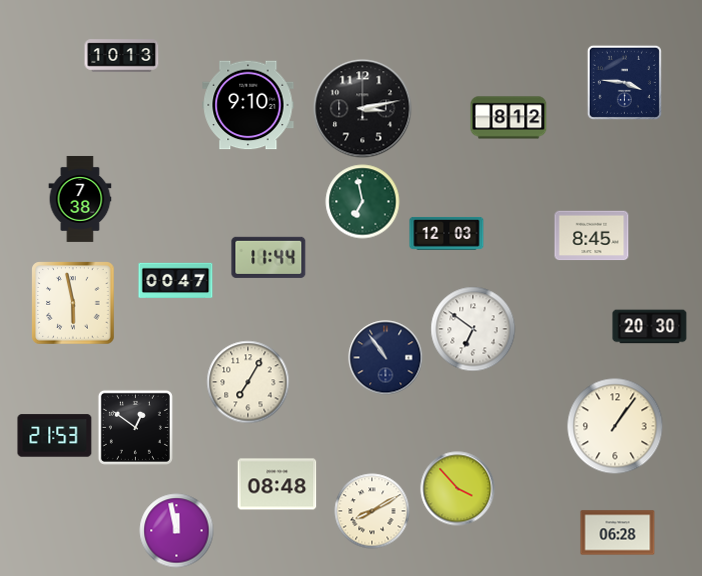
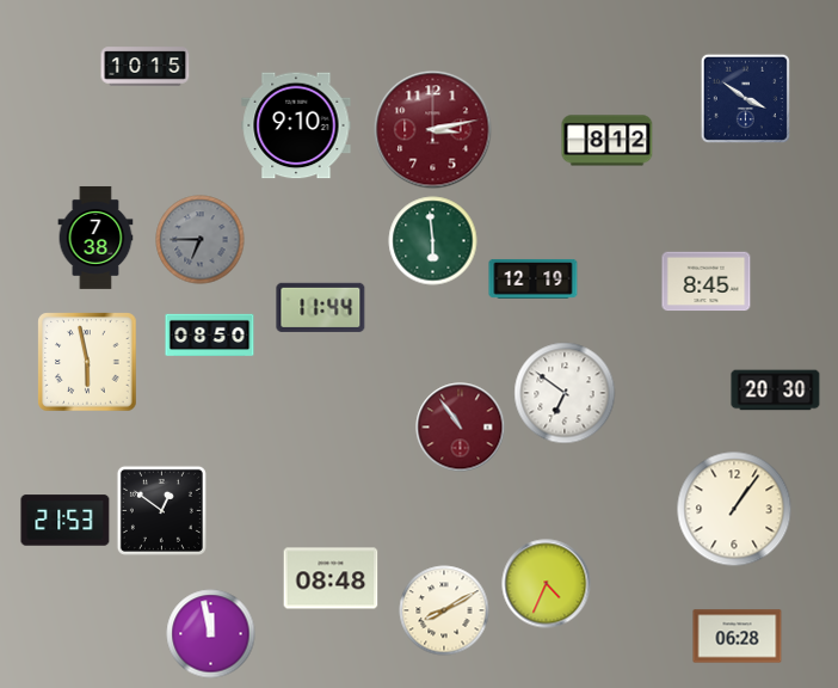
clock at (122, 56): 10:13 -> 10:15
clock at (624, 82): 3:46 -> 3:51
clock at (363, 109) dial: black -> burgundy
clock at (201, 240): none -> 6:45
clock at (363, 202): 6:58 -> 5:59
clock at (447, 233): 12:03 -> 12:19
clock at (176, 281): 00:47 -> 08:50
clock at (386, 358) dial: navy -> burgundy
clock at (248, 382): 7:05 -> none
clock at (458, 489): 3:53 -> 4:34
